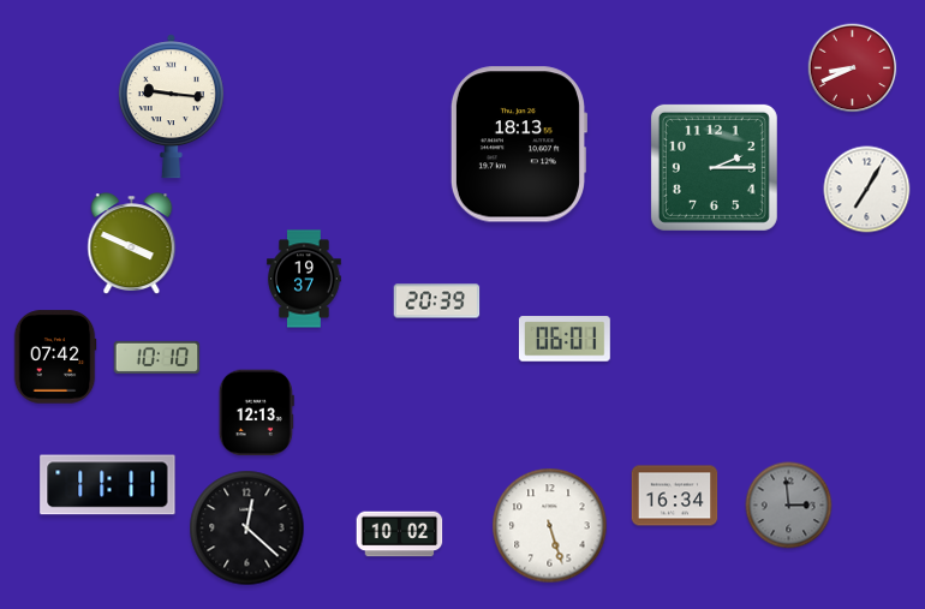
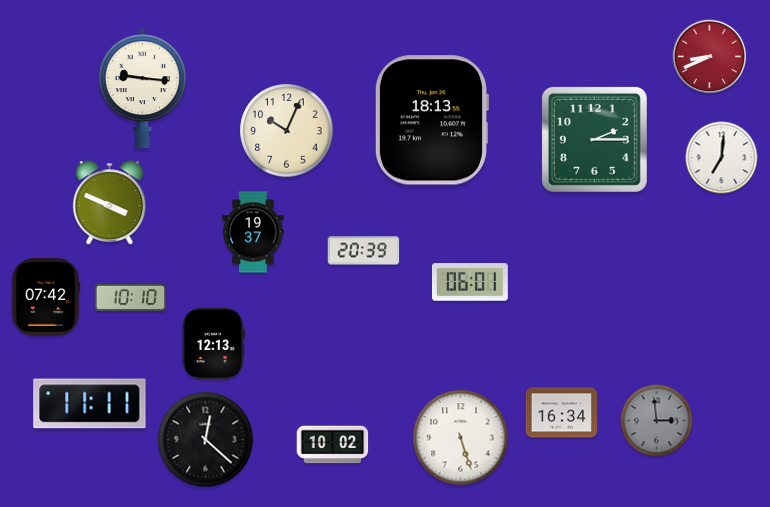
clock at (287, 131): none -> 10:04
clock at (867, 190): 7:05 -> 7:01
clock at (550, 526) position: (550, 526) -> (461, 438)
